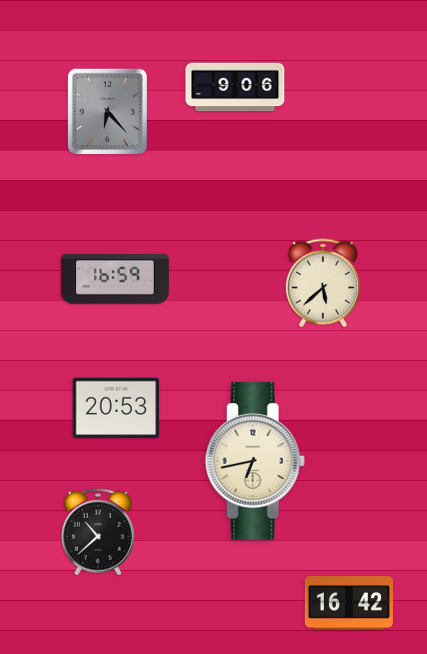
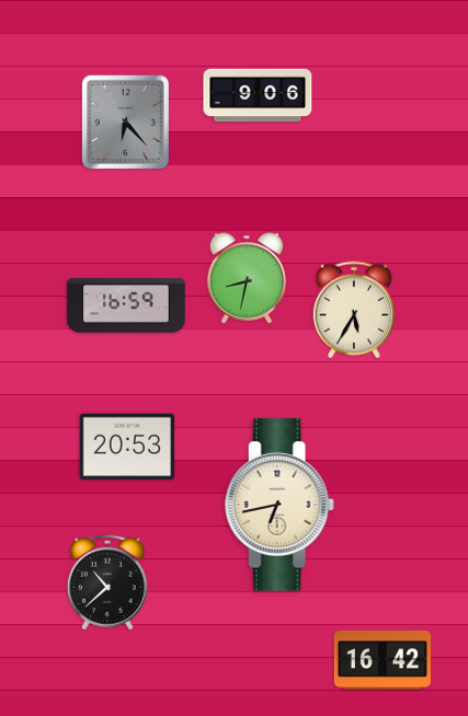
clock at (107, 111) position: (107, 111) -> (125, 122)
clock at (247, 278): none -> 8:32
clock at (323, 283): 5:38 -> 5:35
